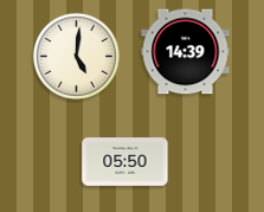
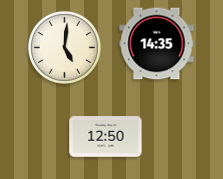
clock at (186, 52): 14:39 -> 14:35
clock at (125, 162): 05:50 -> 12:50
